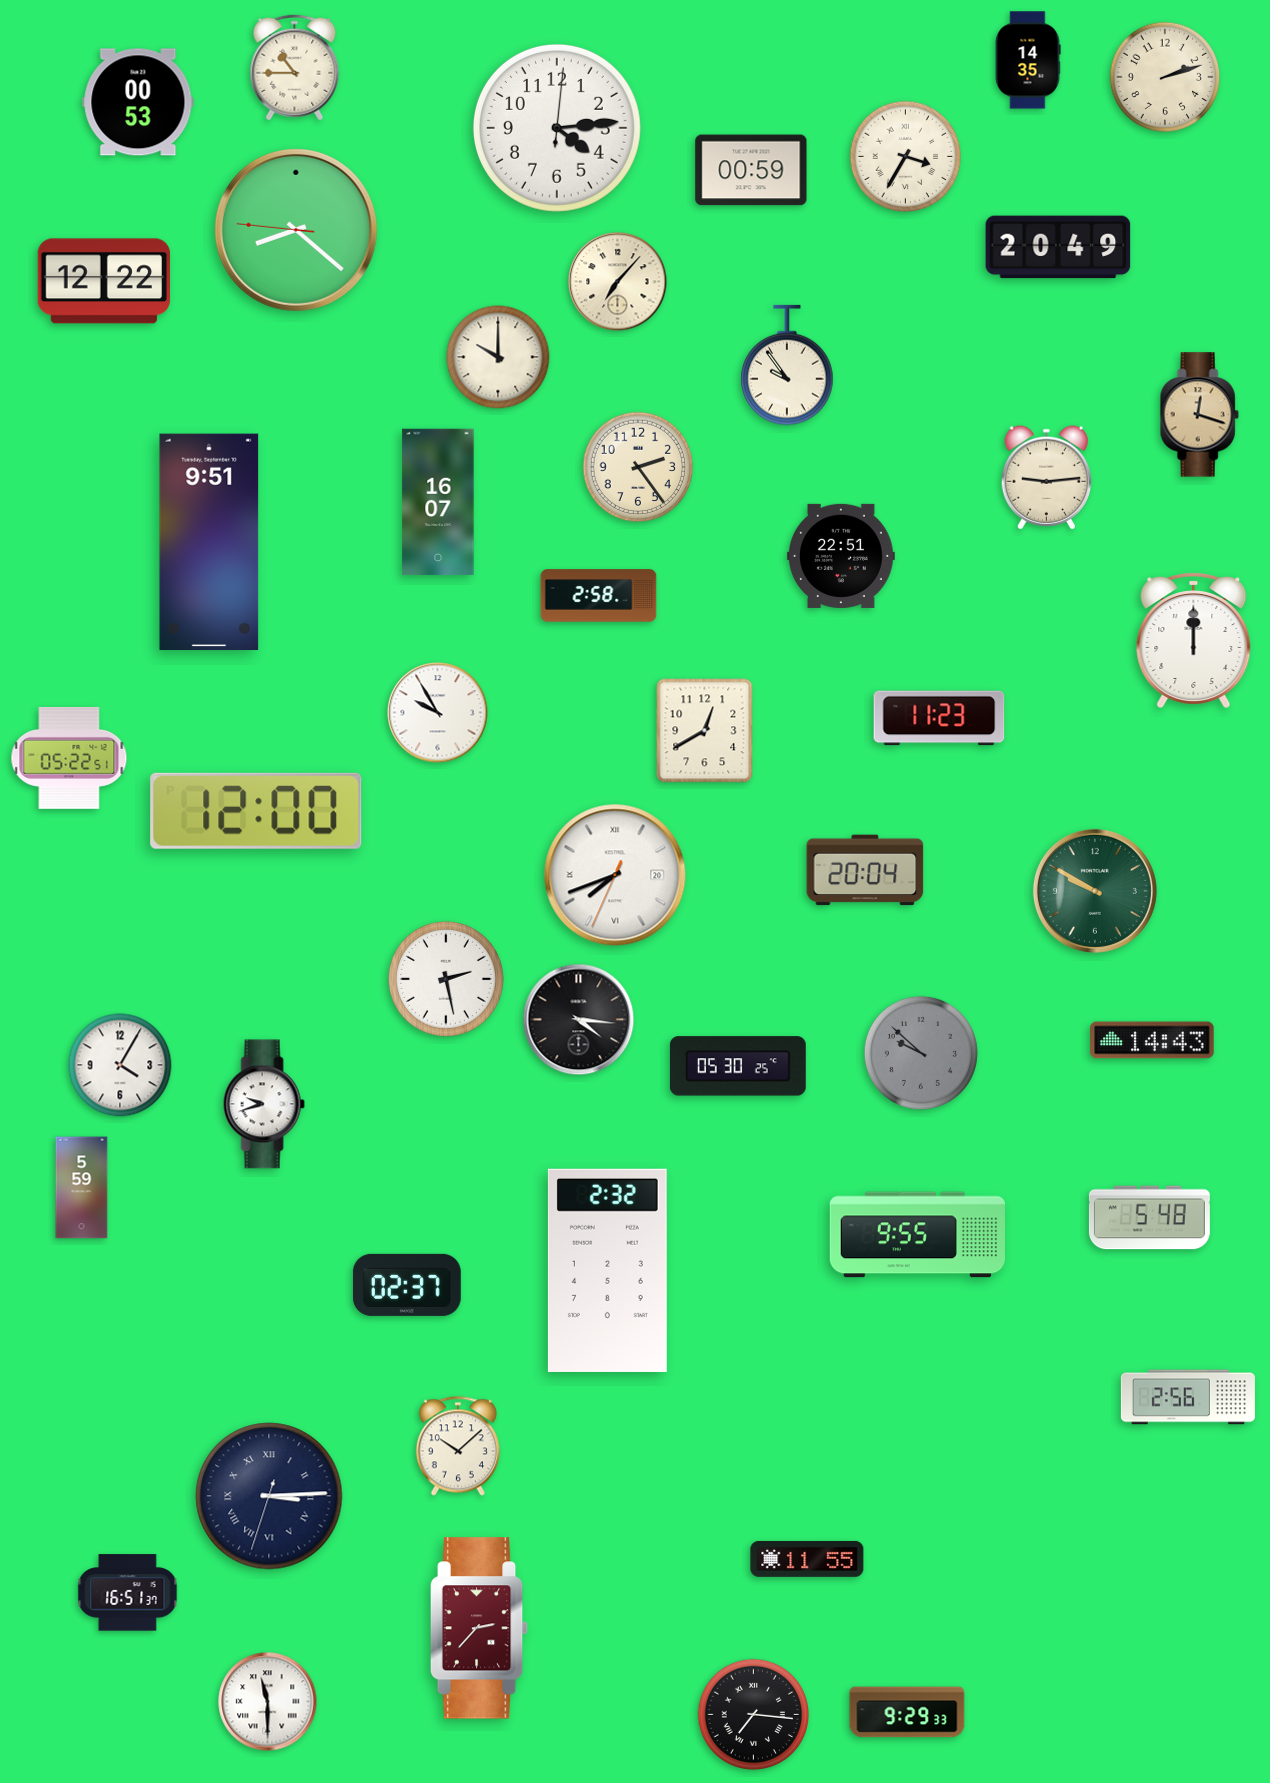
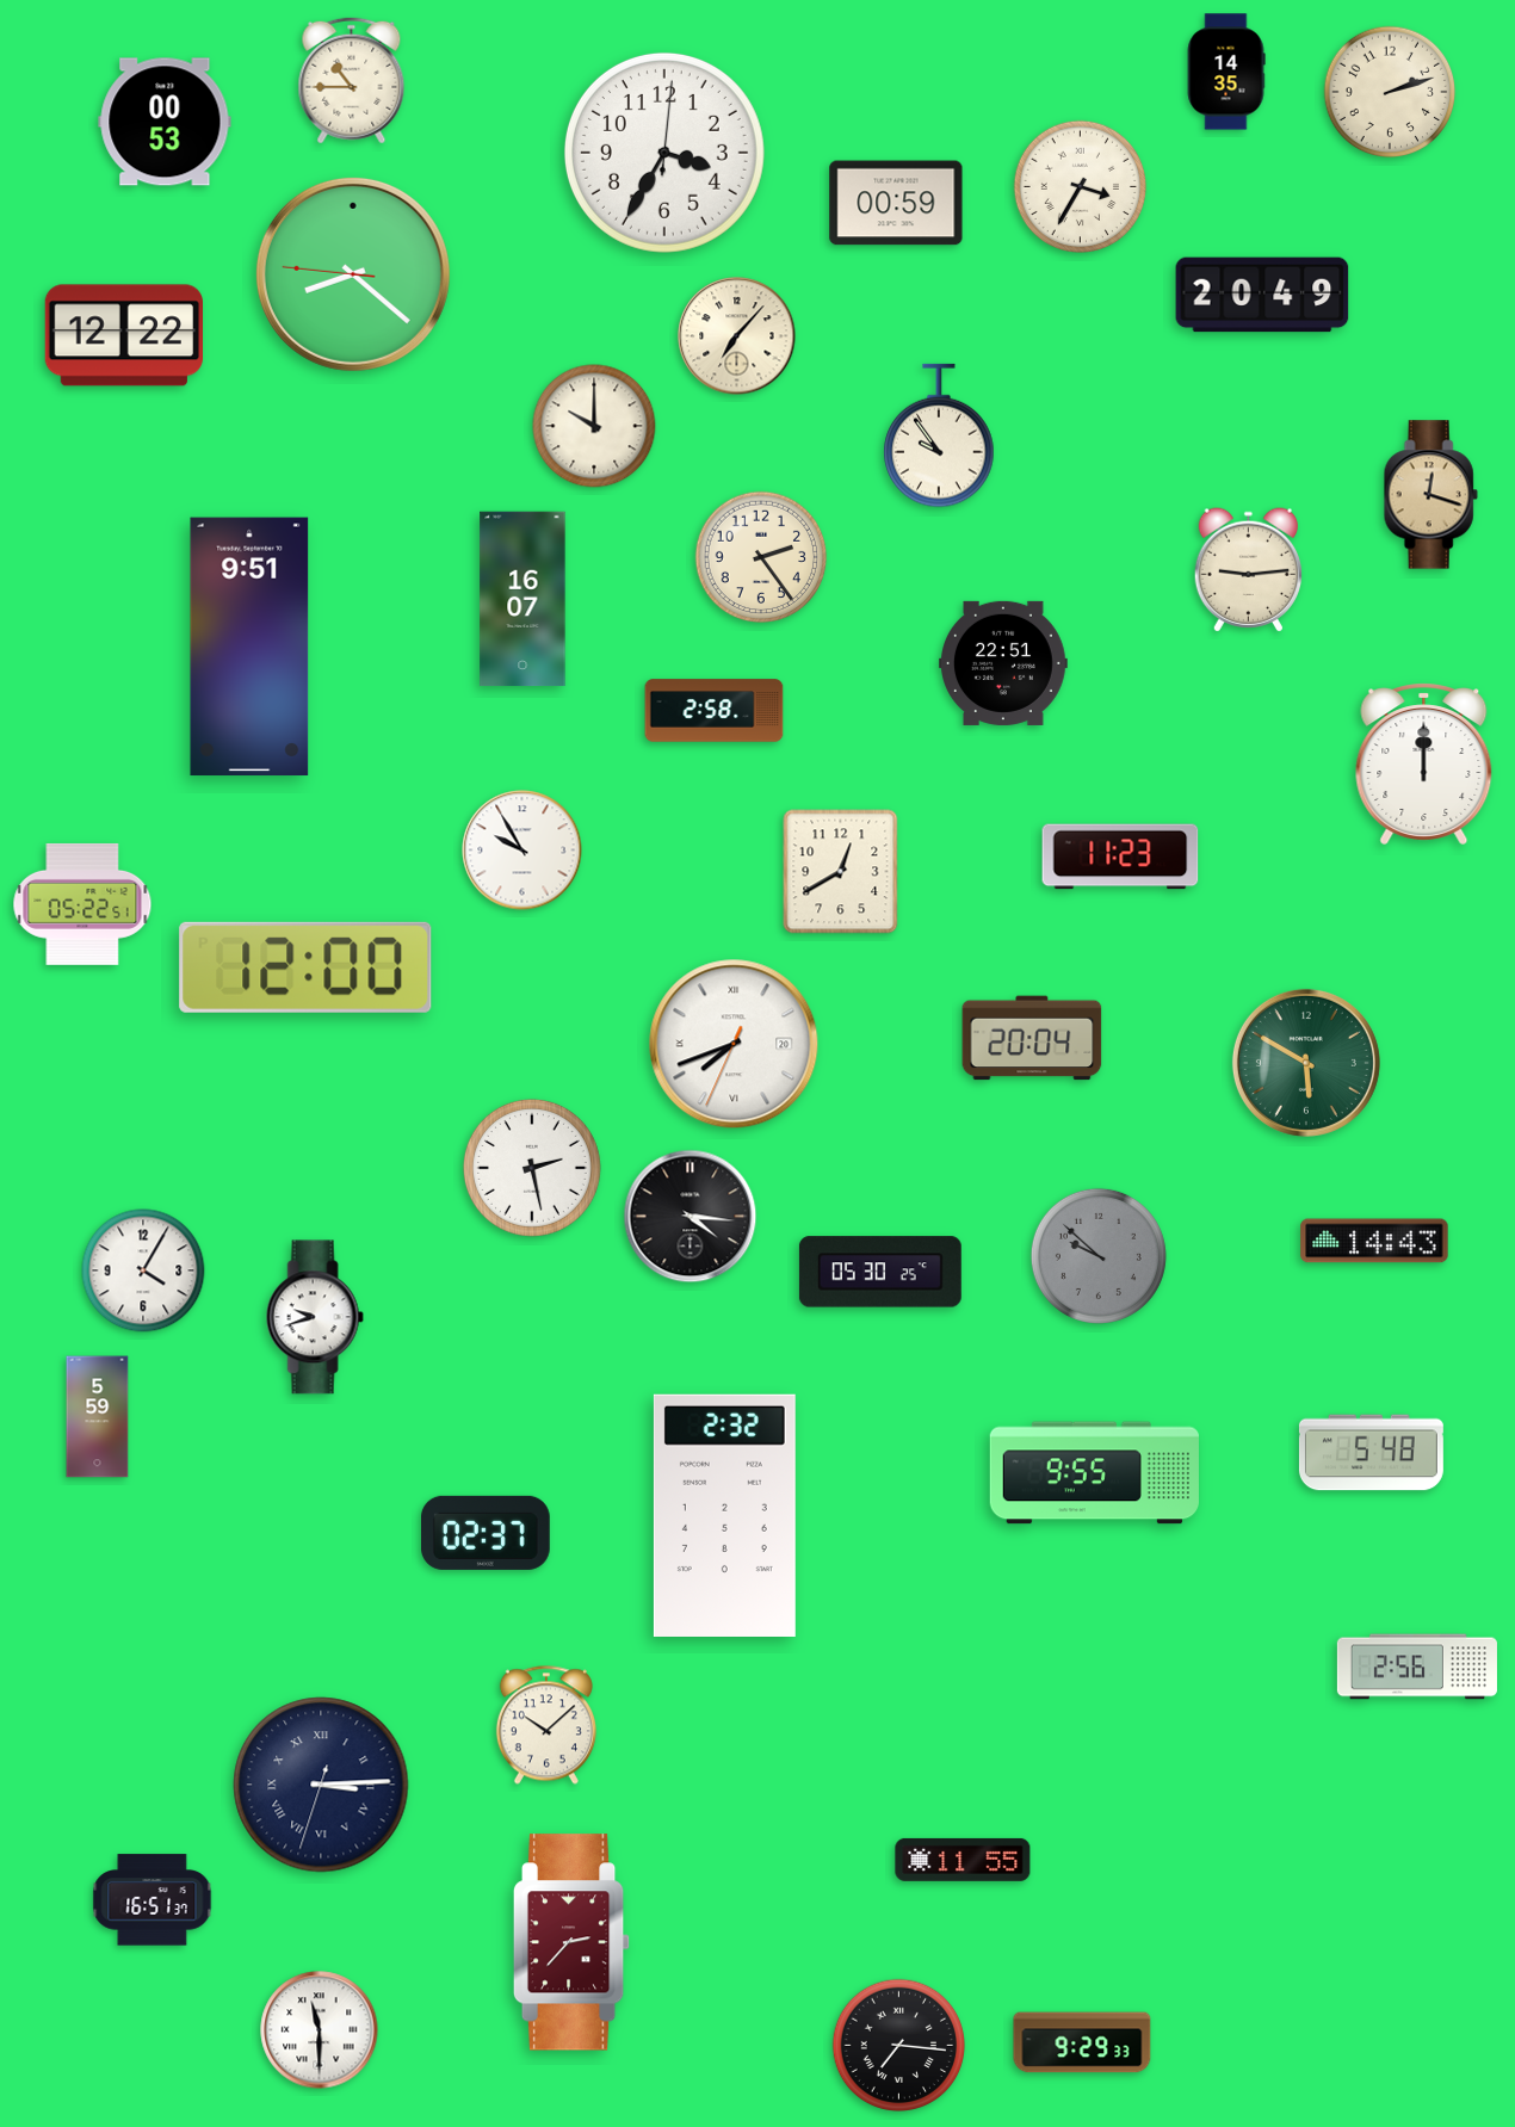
clock at (557, 128): 4:14 -> 3:35
clock at (1095, 891): 9:50 -> 5:50
